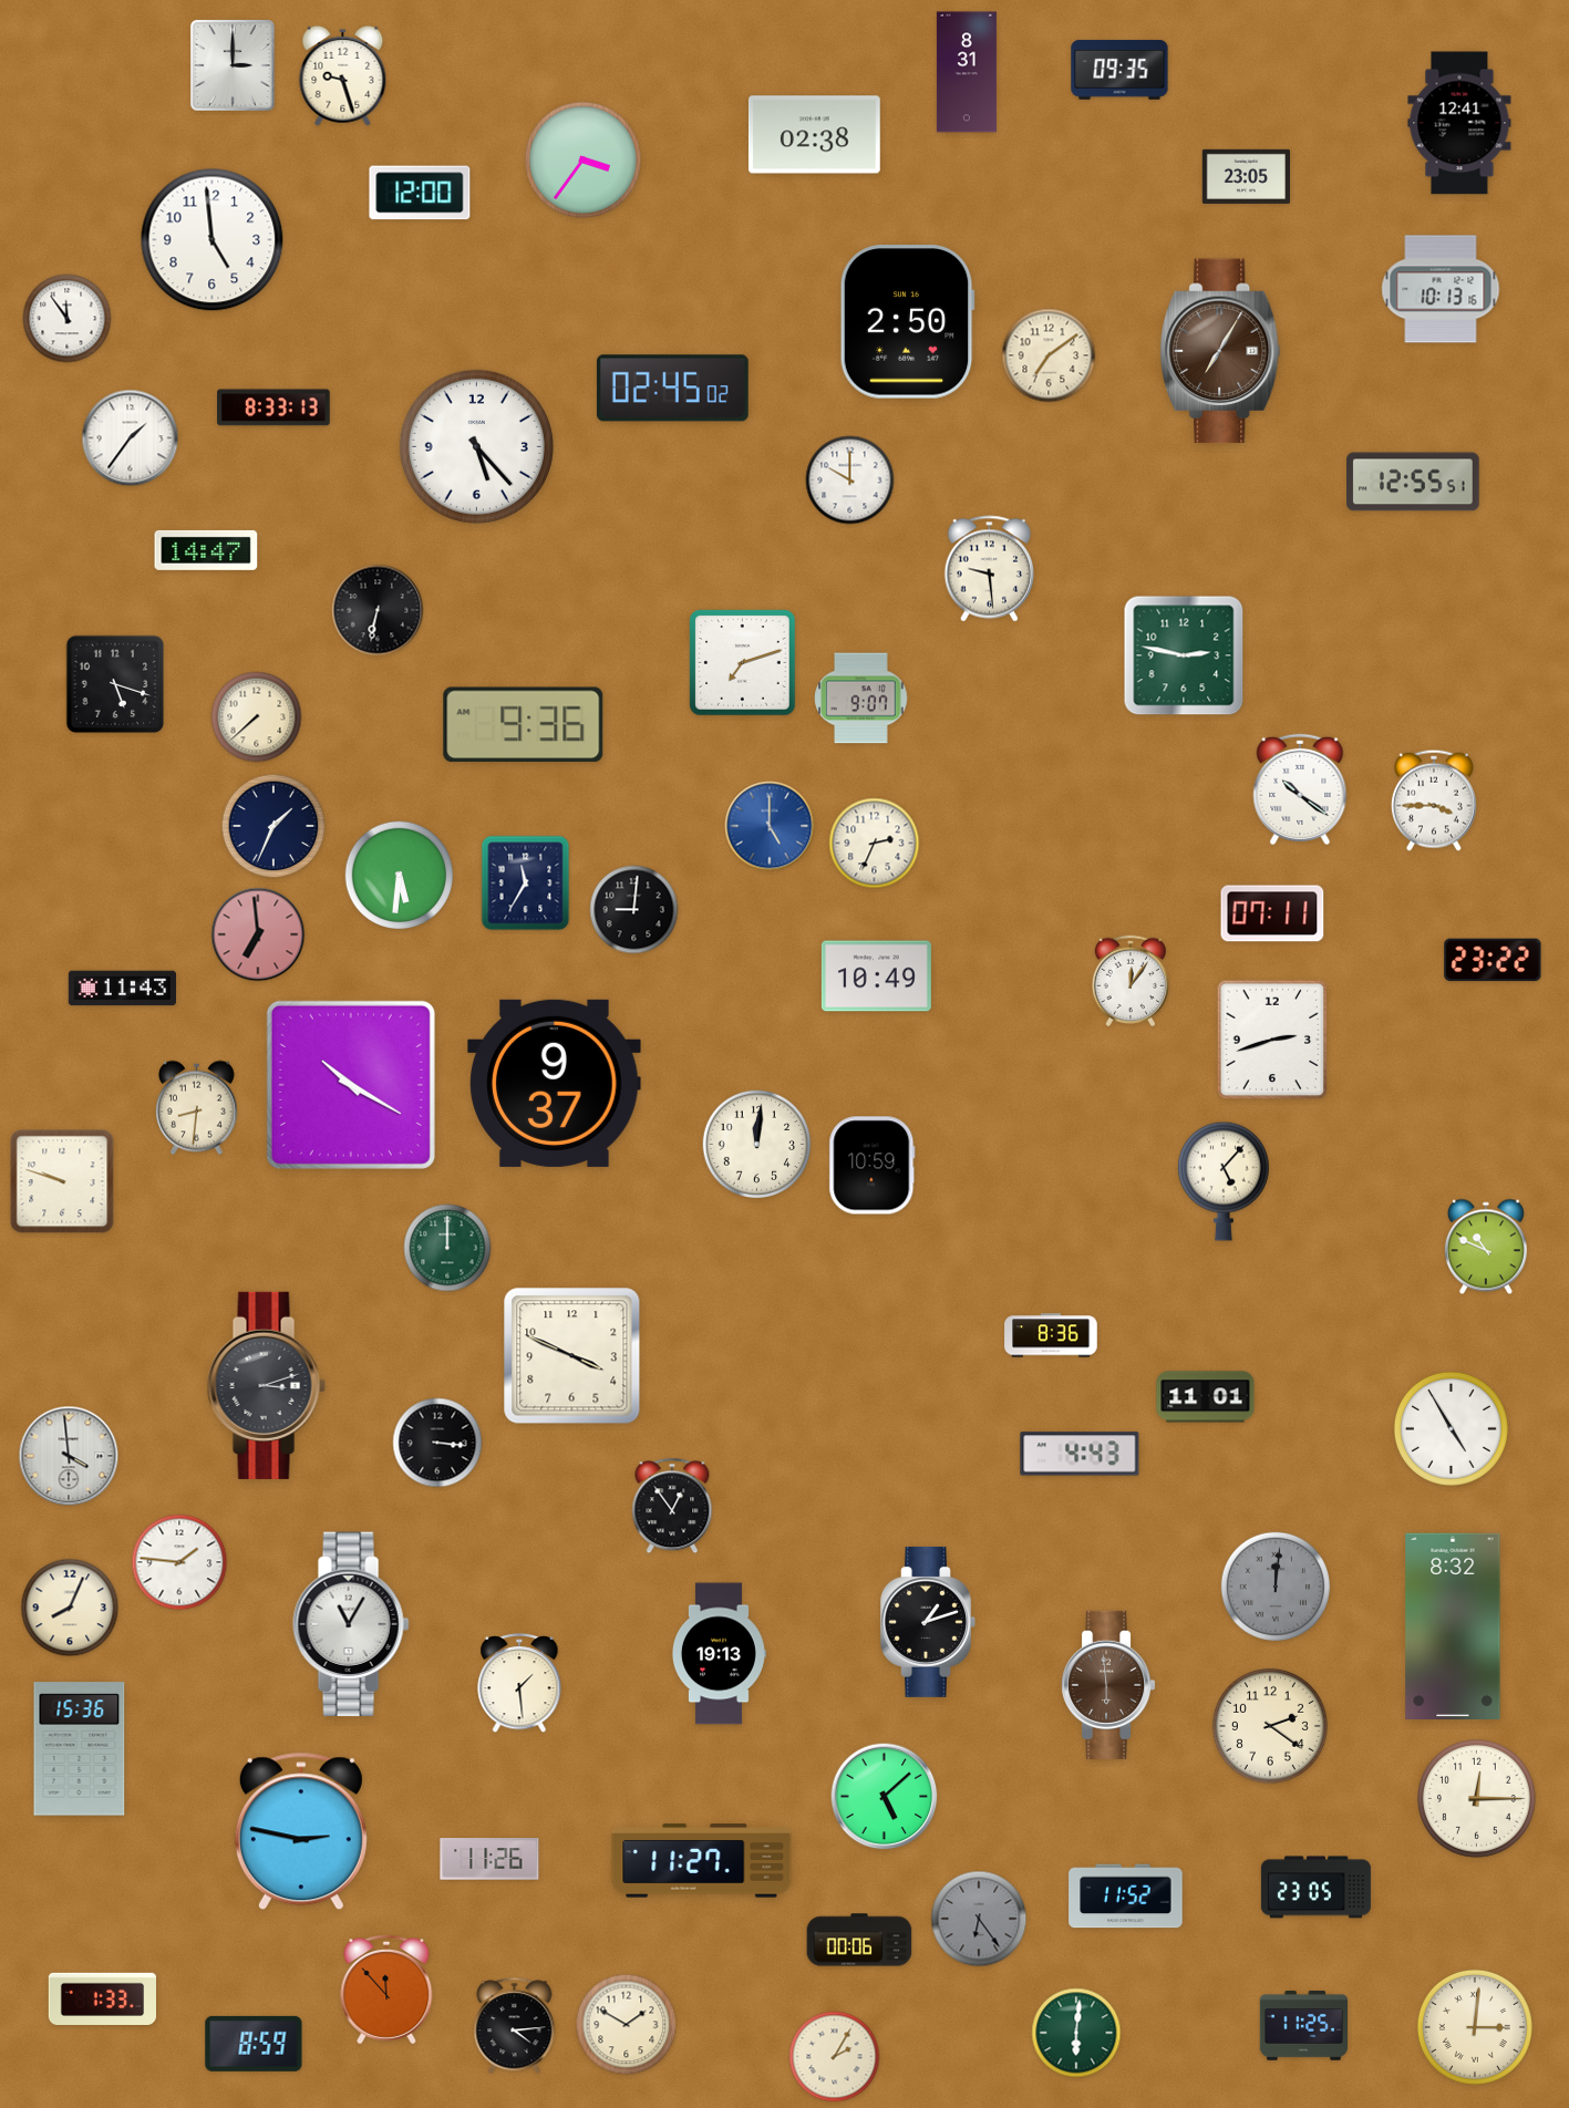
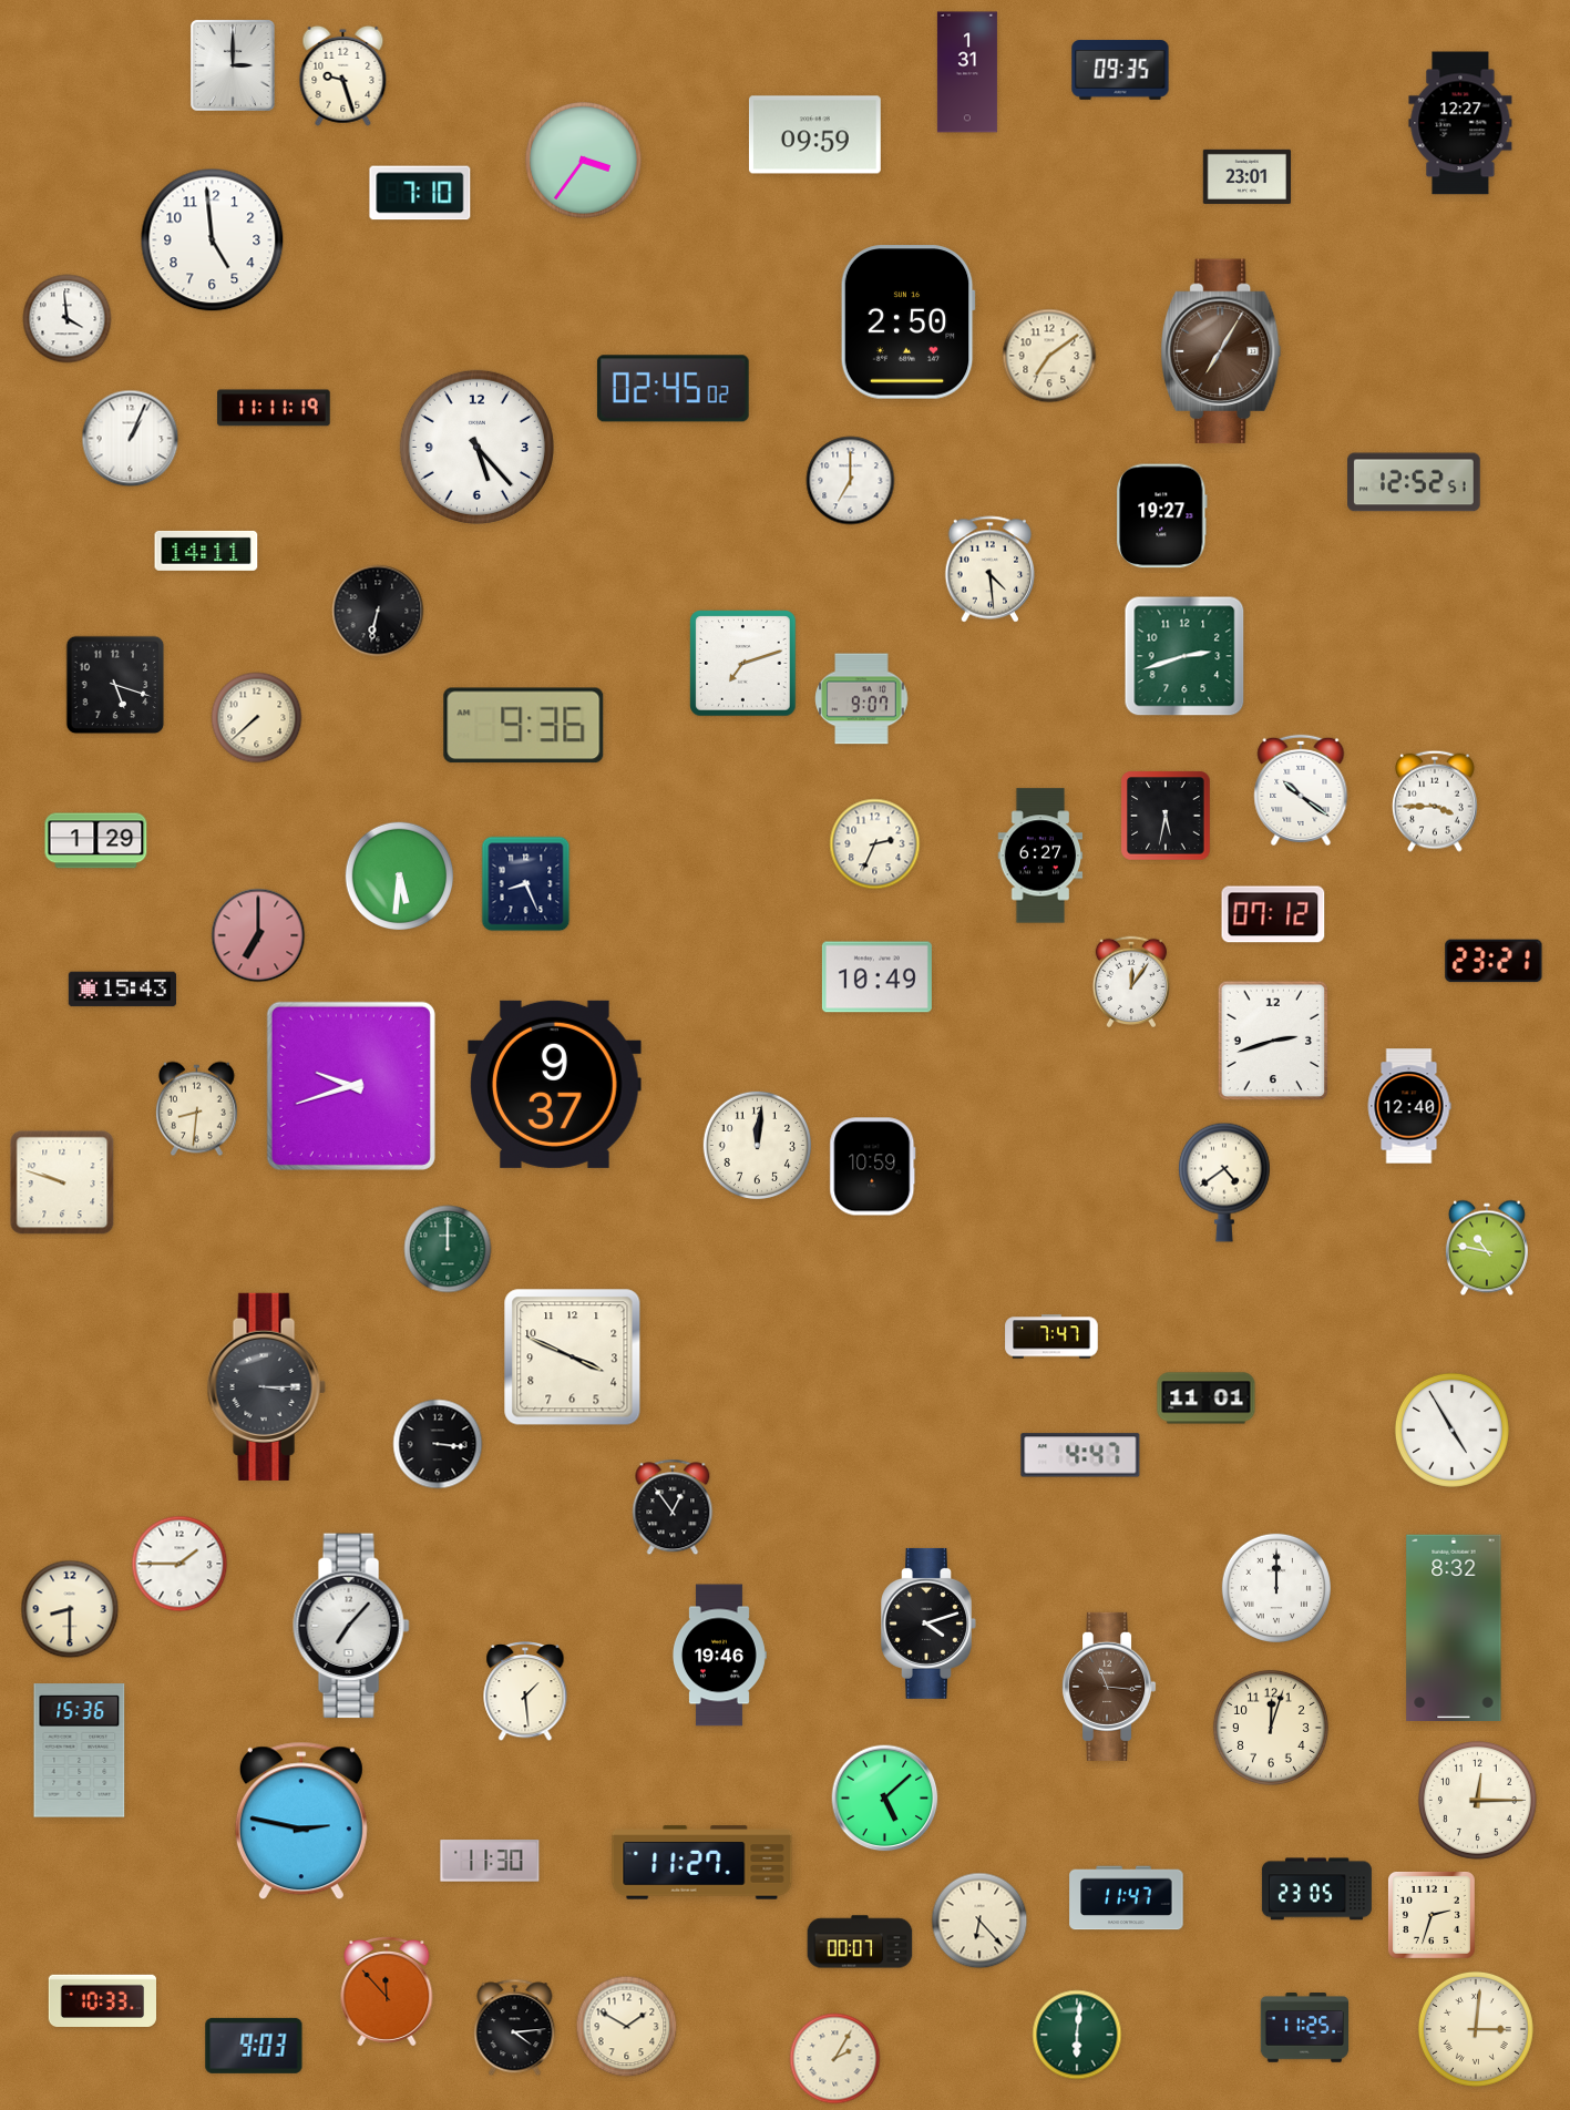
clock at (967, 72): 8:31 -> 1:31
clock at (1459, 123): 12:41 -> 12:27
clock at (814, 135): 02:38 -> 09:59
clock at (1246, 176): 23:05 -> 23:01
clock at (420, 193): 12:00 -> 7:10
clock at (1441, 289): 10:13 -> none
clock at (68, 319): 11:54 -> 3:59
clock at (273, 407): 8:33 -> 11:11
clock at (131, 438): 1:36 -> 1:04
clock at (850, 480): 10:00 -> 7:00
clock at (1413, 482): 12:55 -> 12:52
clock at (1162, 516): none -> 19:27
clock at (206, 550): 14:47 -> 14:11
clock at (990, 569): 9:29 -> 4:29
clock at (1184, 655): 2:47 -> 2:42
clock at (1166, 816): none -> 5:32
clock at (273, 826): 1:34 -> none
clock at (770, 826): 5:00 -> none
clock at (96, 841): none -> 1:29
clock at (1040, 856): none -> 6:27
clock at (526, 883): 11:35 -> 8:26
clock at (634, 910): 9:01 -> none
clock at (1272, 913): 07:11 -> 07:12
clock at (258, 934): 6:59 -> 7:00
clock at (1493, 960): 23:22 -> 23:21
clock at (122, 989): 11:43 -> 15:43
clock at (351, 1085): 10:20 -> 9:42
clock at (1409, 1106): none -> 12:40
clock at (1225, 1181): 5:07 -> 4:39
clock at (1486, 1247): 10:49 -> 10:47
clock at (1051, 1335): 8:36 -> 7:47
clock at (266, 1385): 3:12 -> 3:15
clock at (1080, 1454): 4:43 -> 4:47
clock at (69, 1456): 3:59 -> none
clock at (179, 1562): 1:46 -> 1:45
clock at (1274, 1585): 12:01 -> 12:00
clock at (1274, 1585) dial: grey -> white
clock at (70, 1608): 8:04 -> 8:30
clock at (928, 1622): 1:12 -> 4:12
clock at (351, 1624): 11:05 -> 7:07
clock at (719, 1654): 19:13 -> 19:46
clock at (519, 1684) position: (519, 1684) -> (525, 1692)
clock at (1109, 1685): 5:59 -> 11:16
clock at (1270, 1726): 2:21 -> 12:03
clock at (301, 1831) position: (301, 1831) -> (301, 1821)
clock at (489, 1859): 11:26 -> 11:30
clock at (1126, 1897): 11:52 -> 11:47
clock at (1432, 1915): none -> 2:33
clock at (979, 1919): 6:24 -> 6:23
clock at (979, 1919) dial: grey -> cream
clock at (859, 1940): 00:06 -> 00:07
clock at (102, 1998): 1:33 -> 10:33
clock at (254, 2044): 8:59 -> 9:03
